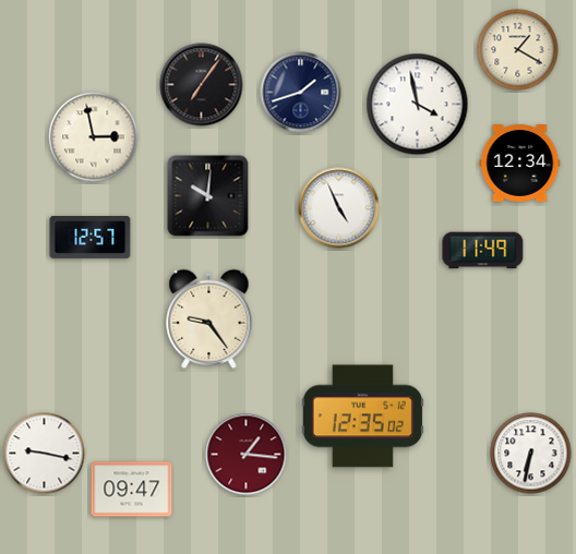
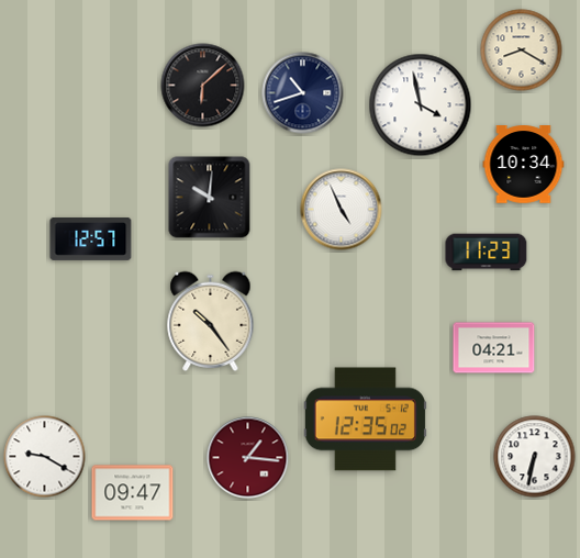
clock at (518, 50): 1:20 -> 8:20
clock at (202, 85): 7:06 -> 6:08
clock at (301, 93): 1:42 -> 10:42
clock at (94, 137): 2:58 -> none
clock at (520, 164): 12:34 -> 10:34
clock at (483, 251): 11:49 -> 11:23
clock at (209, 318): 9:24 -> 10:24
clock at (494, 348): none -> 04:21
clock at (45, 454): 9:17 -> 9:20
